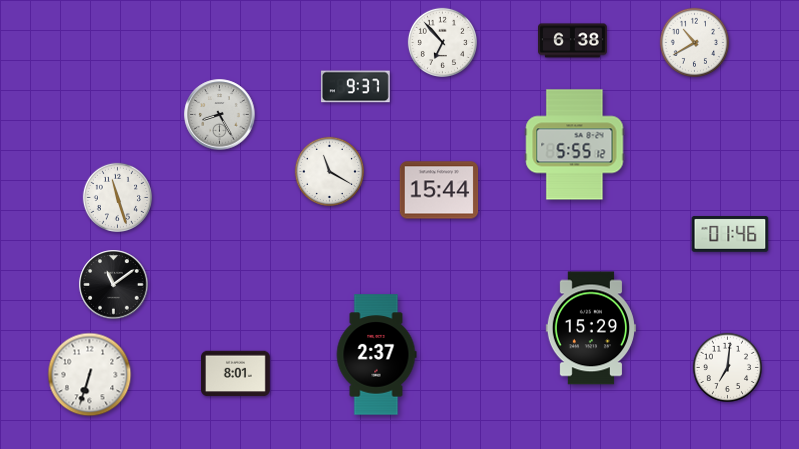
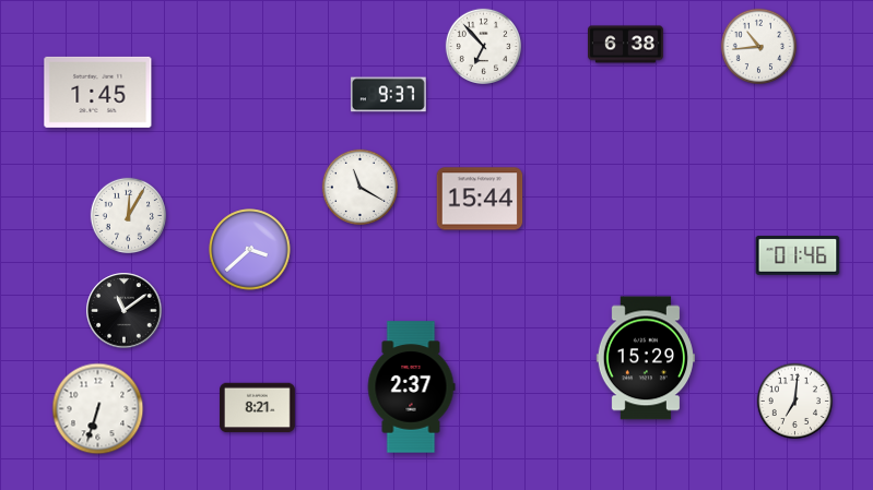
clock at (694, 42): 10:40 -> 10:44
clock at (98, 92): none -> 1:45
clock at (220, 115): 8:25 -> none
clock at (575, 145): 5:55 -> none
clock at (439, 190) position: (439, 190) -> (480, 199)
clock at (117, 197): 11:27 -> 12:05
clock at (250, 250): none -> 3:38
clock at (236, 374): 8:01 -> 8:21
